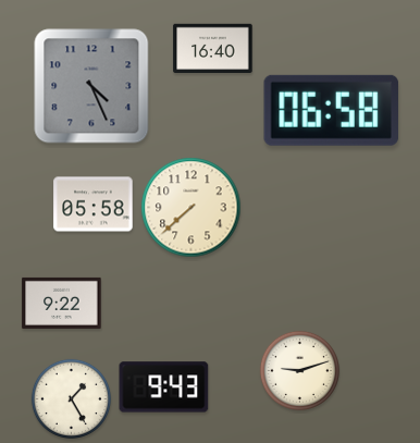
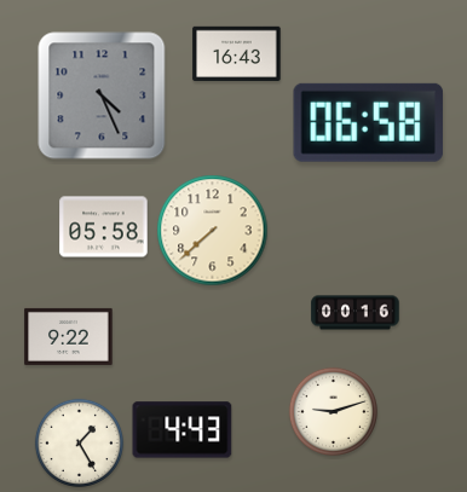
clock at (213, 48): 16:40 -> 16:43
clock at (356, 313): none -> 00:16
clock at (164, 387): 9:43 -> 4:43
